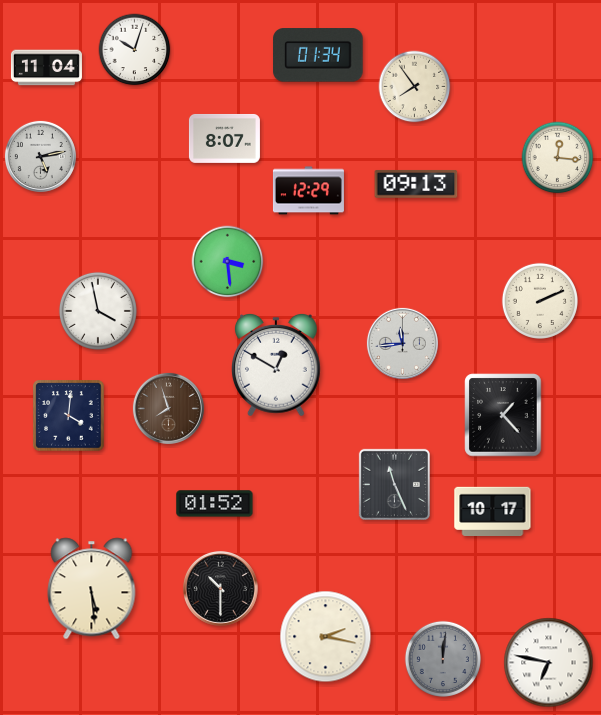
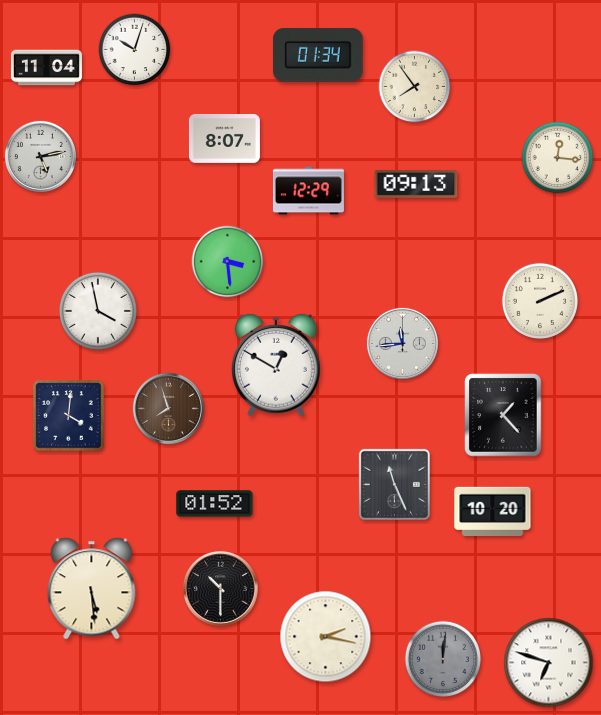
clock at (493, 511): 10:17 -> 10:20
clock at (549, 663): 6:47 -> 6:48
